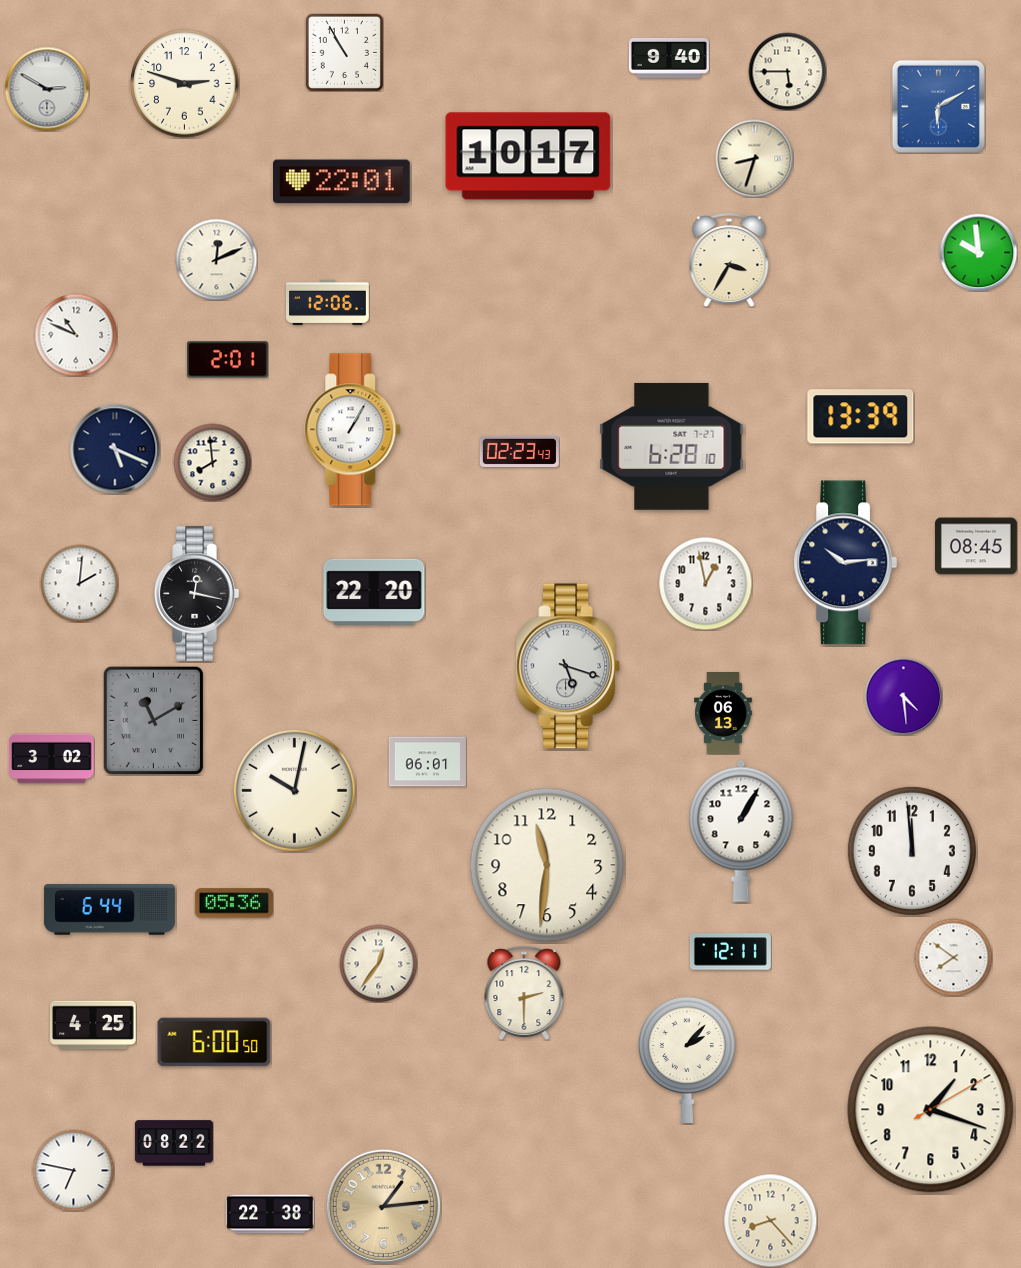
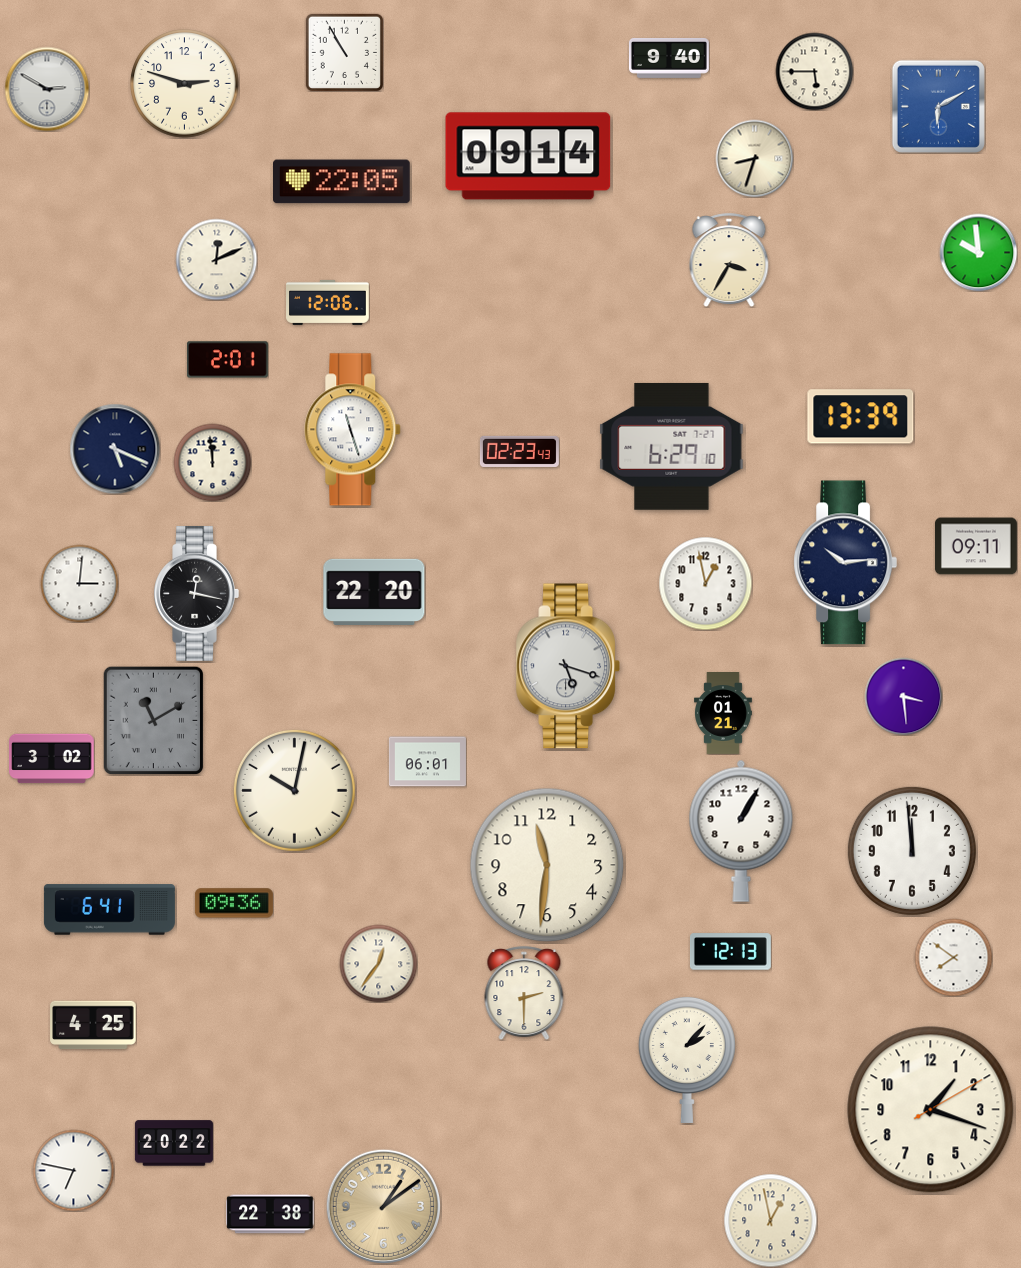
clock at (787, 71) position: (787, 71) -> (814, 71)
clock at (528, 156): 10:17 -> 09:14
clock at (342, 182): 22:01 -> 22:05
clock at (76, 335): 10:49 -> none
clock at (353, 430): 1:05 -> 11:27
clock at (672, 446): 6:28 -> 6:29
clock at (212, 462): 7:59 -> 11:59
clock at (977, 546): 08:45 -> 09:11
clock at (79, 583): 2:01 -> 3:01
clock at (903, 696): 4:29 -> 3:29
clock at (724, 713): 06:13 -> 01:21
clock at (234, 903): 05:36 -> 09:36
clock at (109, 910): 6:44 -> 6:41
clock at (730, 952): 12:11 -> 12:13
clock at (214, 1042): 6:00 -> none
clock at (174, 1143): 08:22 -> 20:22
clock at (383, 1206): 1:14 -> 1:09
clock at (770, 1220): 8:23 -> 12:58
